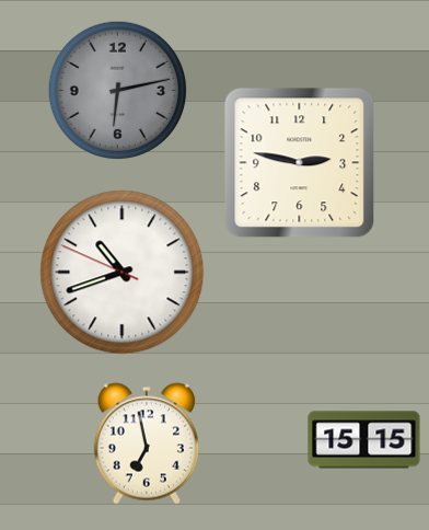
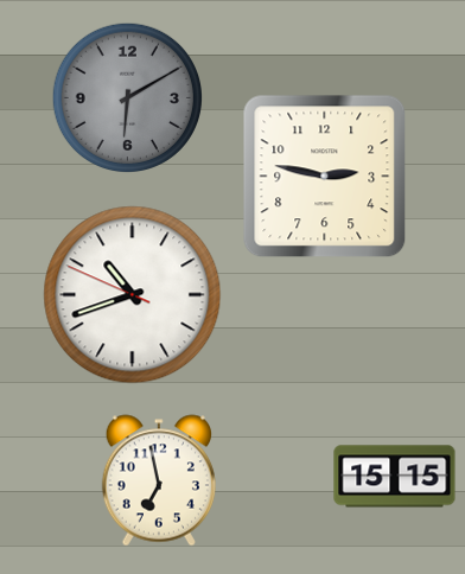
clock at (117, 90): 6:13 -> 6:10
